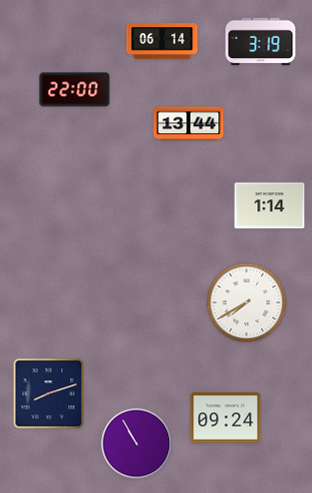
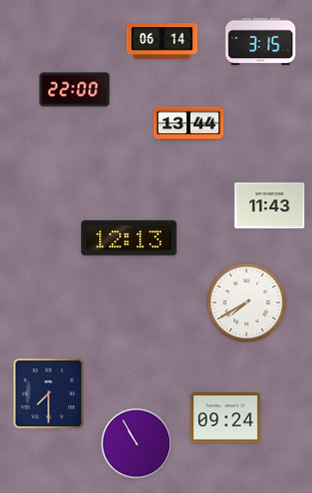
clock at (261, 42): 3:19 -> 3:15
clock at (270, 206): 1:14 -> 11:43
clock at (129, 238): none -> 12:13
clock at (49, 394): 8:12 -> 7:30
